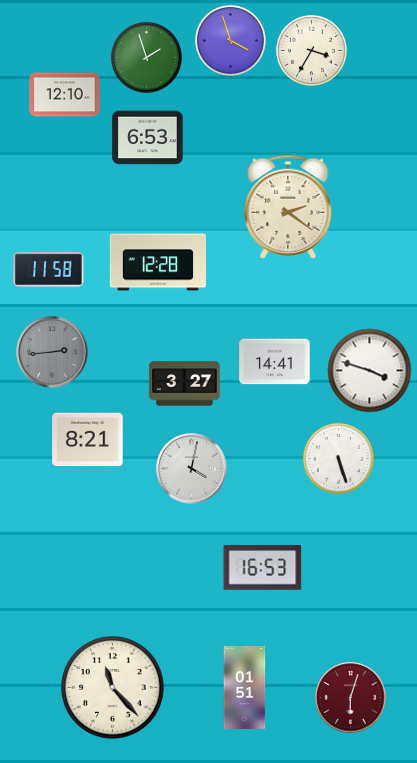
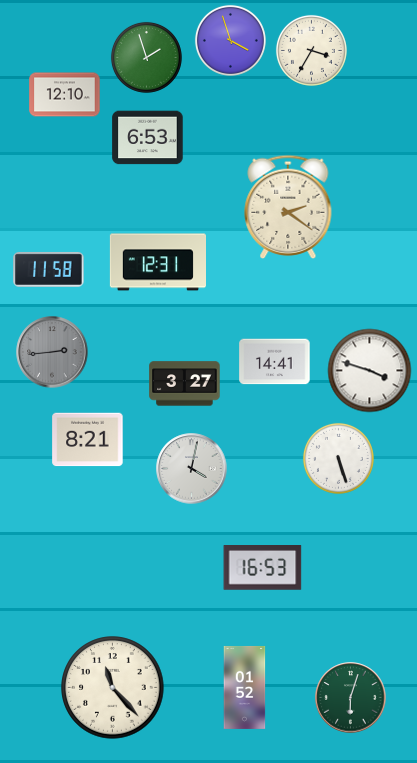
clock at (157, 262): 12:28 -> 12:31
clock at (245, 687): 01:51 -> 01:52
clock at (351, 698) dial: burgundy -> green
